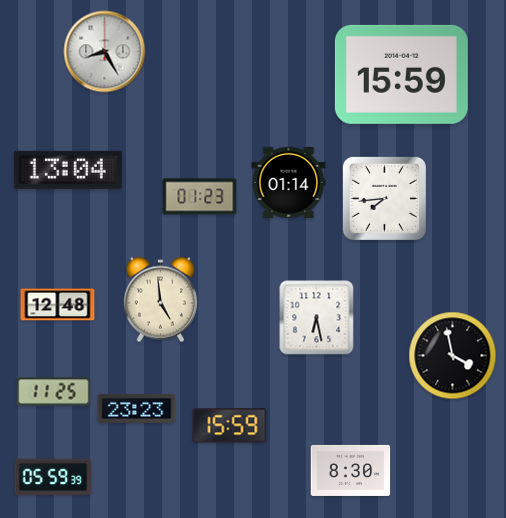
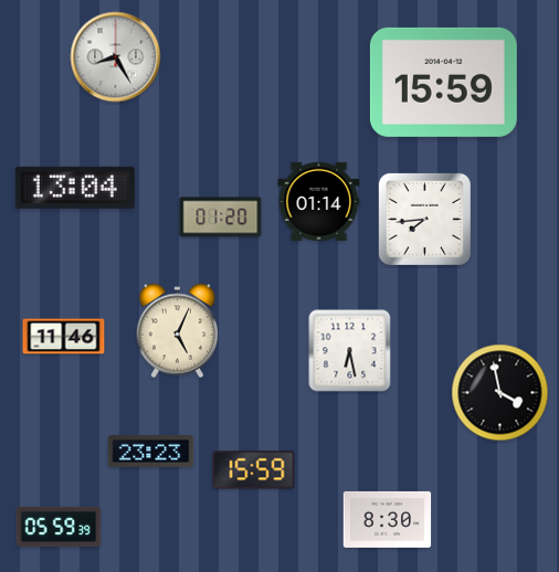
clock at (200, 197): 01:23 -> 01:20
clock at (160, 300): 4:59 -> 5:04
clock at (58, 305): 12:48 -> 11:46
clock at (54, 392): 11:25 -> none
